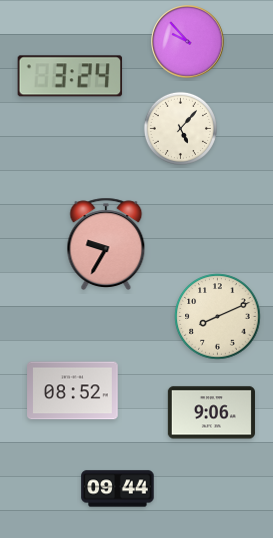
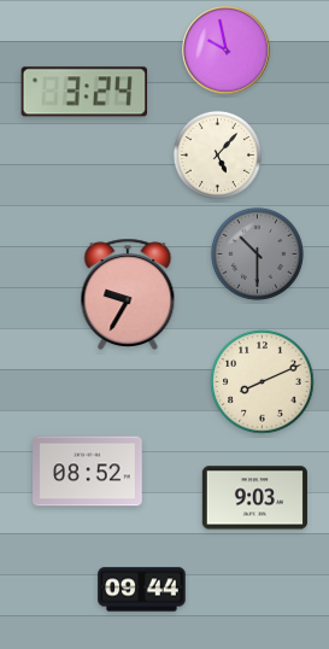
clock at (188, 42): 9:53 -> 9:58
clock at (257, 253): none -> 10:30
clock at (211, 413): 9:06 -> 9:03
